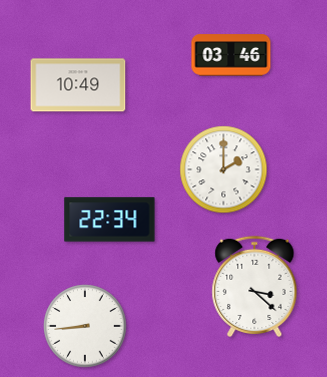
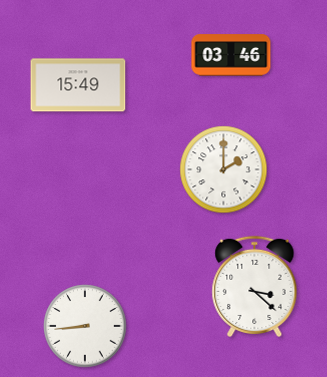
clock at (78, 85): 10:49 -> 15:49
clock at (110, 220): 22:34 -> none
